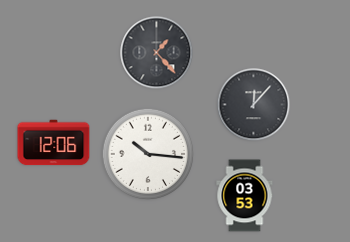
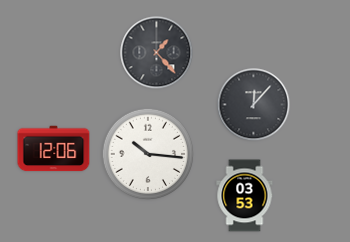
clock at (54, 143) position: (54, 143) -> (54, 149)
